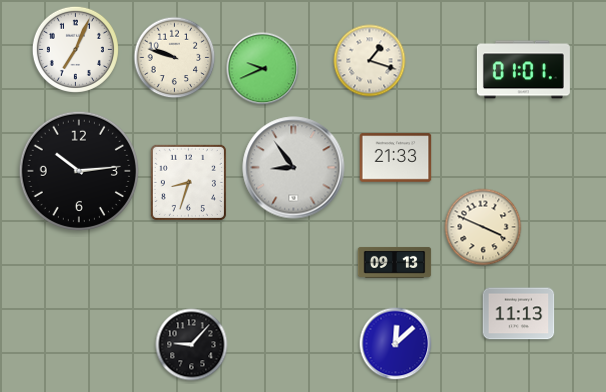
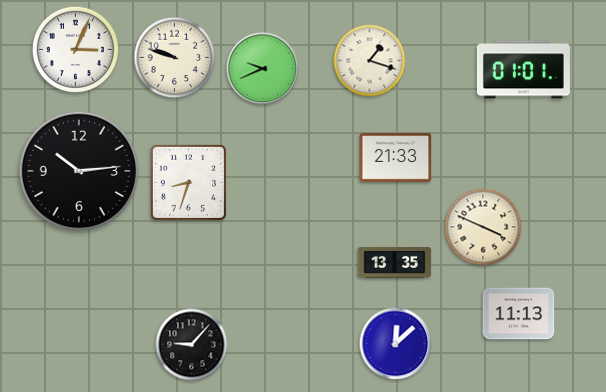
clock at (75, 49): 7:04 -> 3:04
clock at (294, 168): 8:54 -> none
clock at (395, 262): 09:13 -> 13:35
